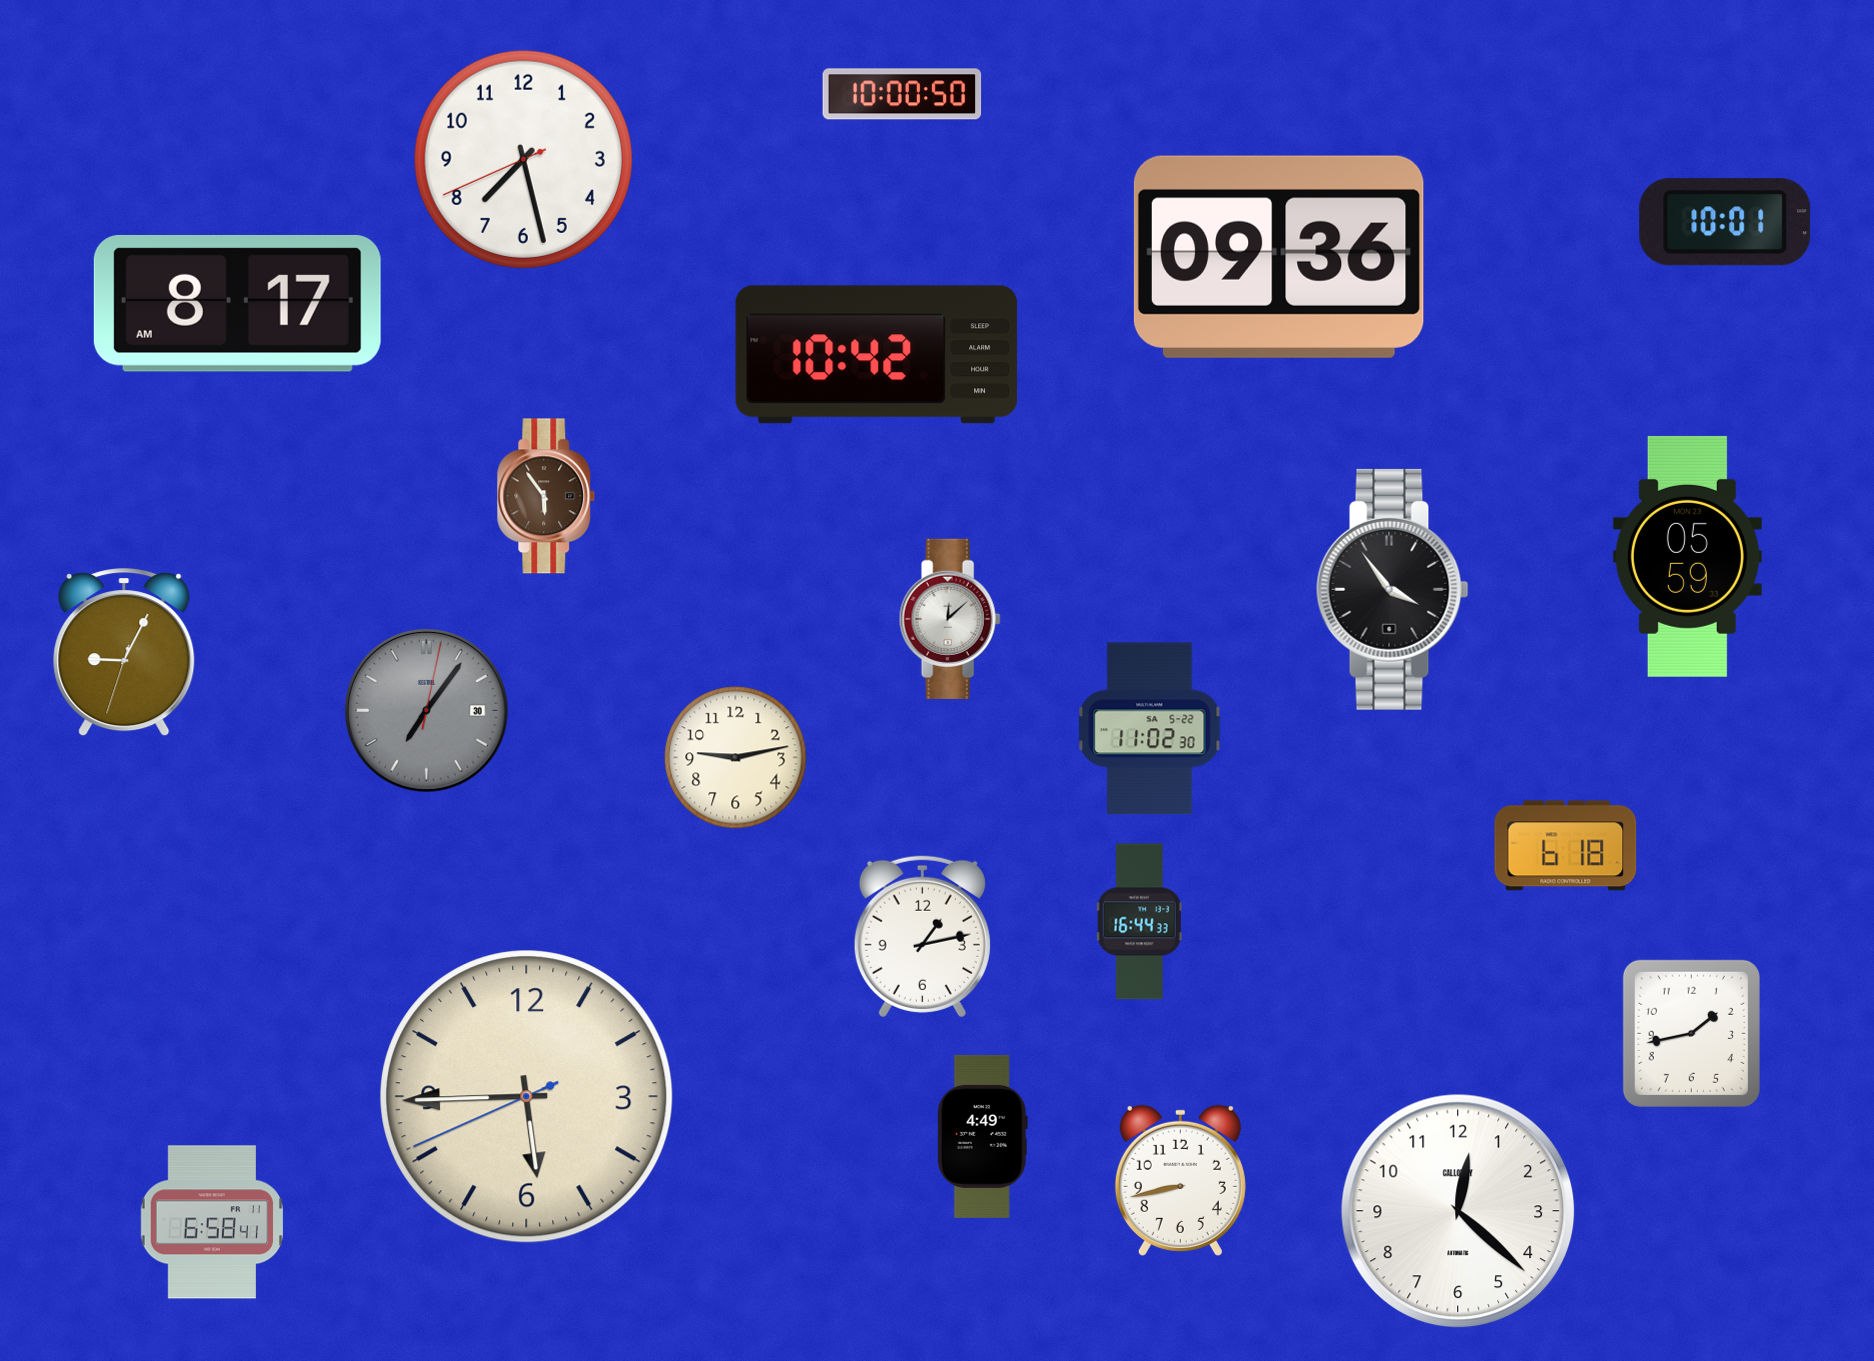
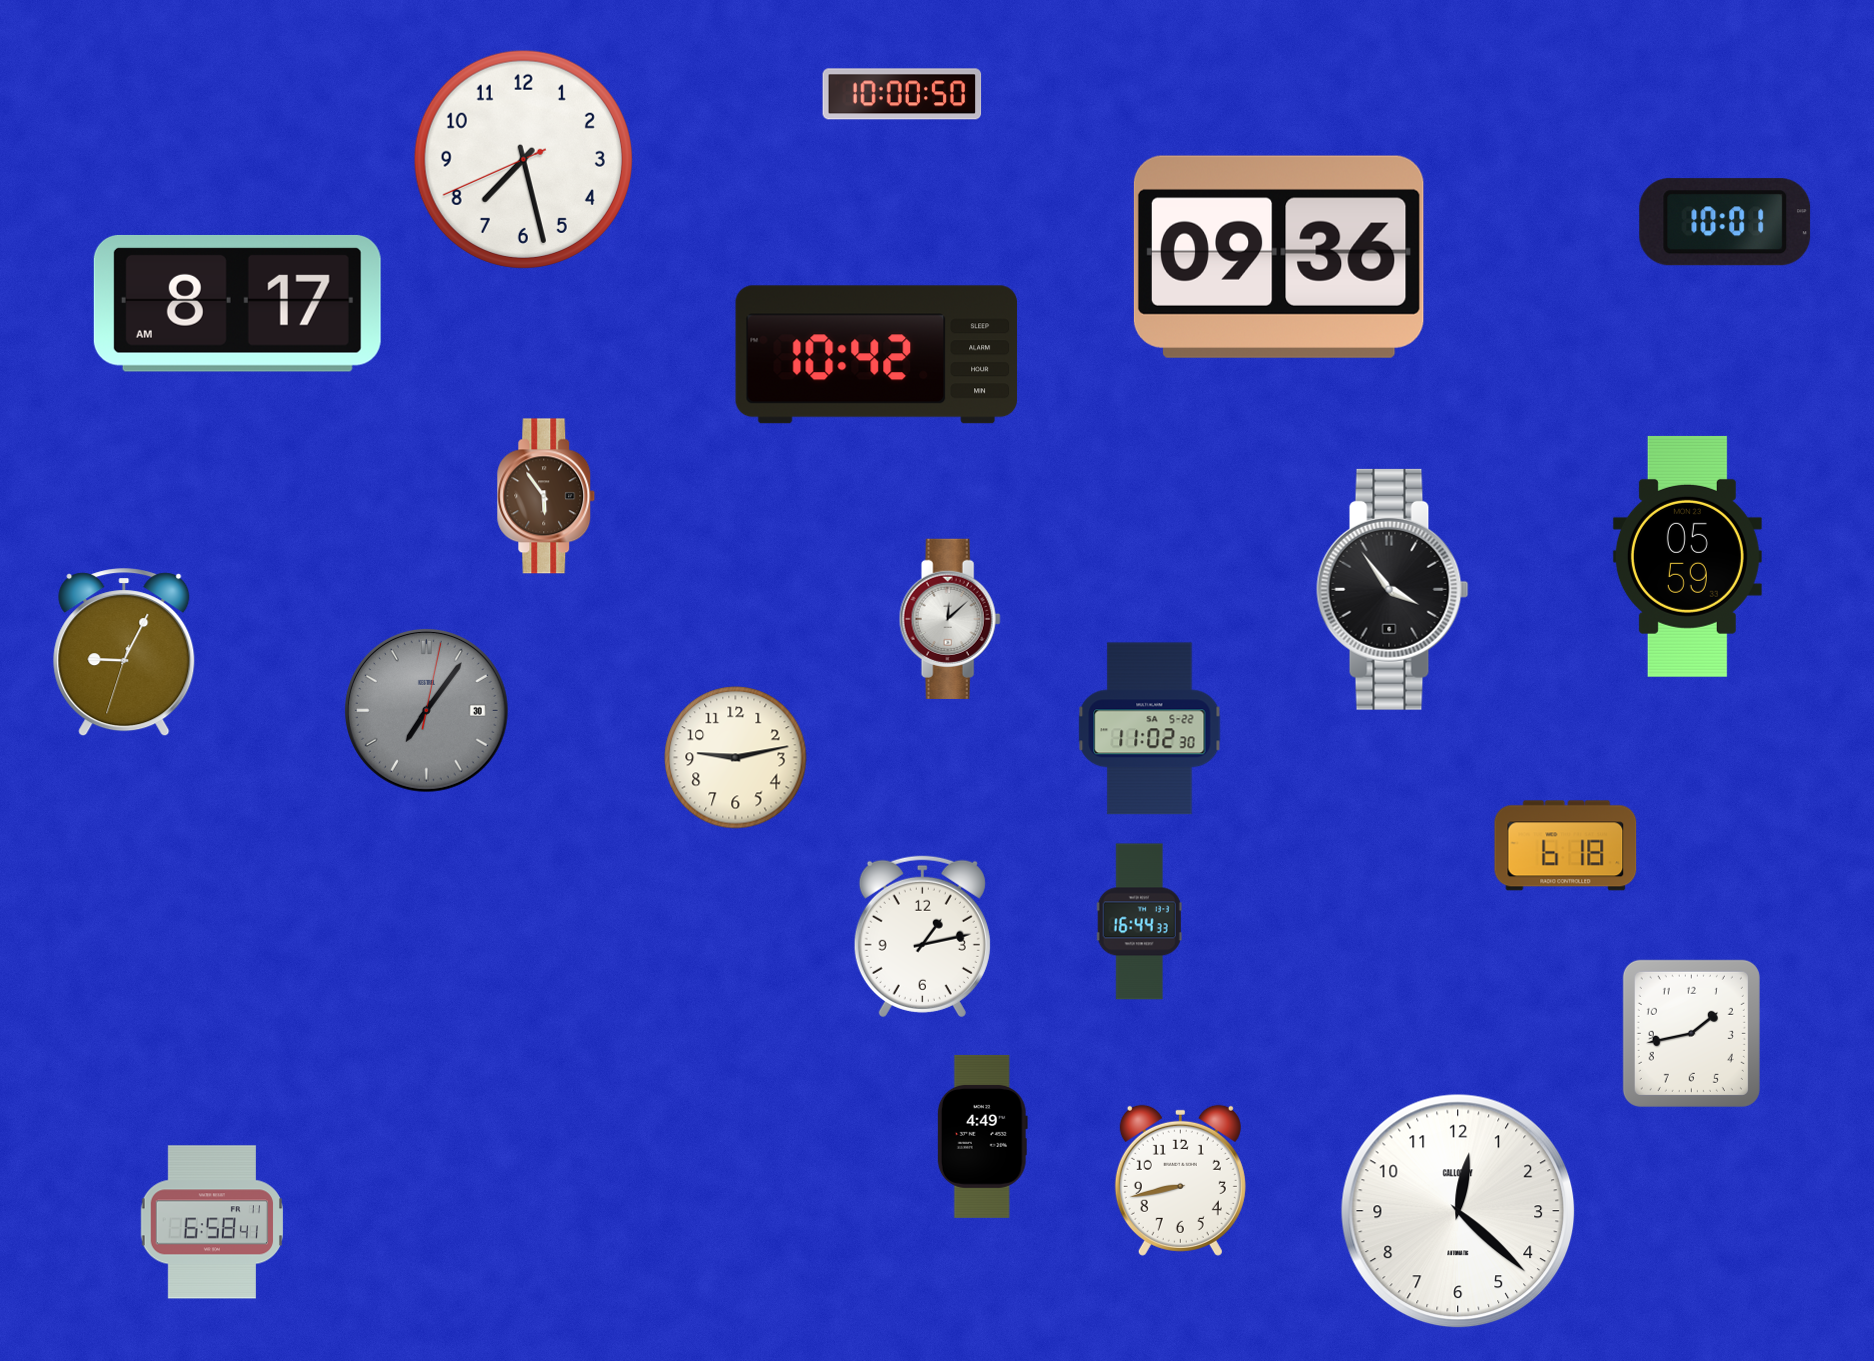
clock at (527, 1097): 5:44 -> none
